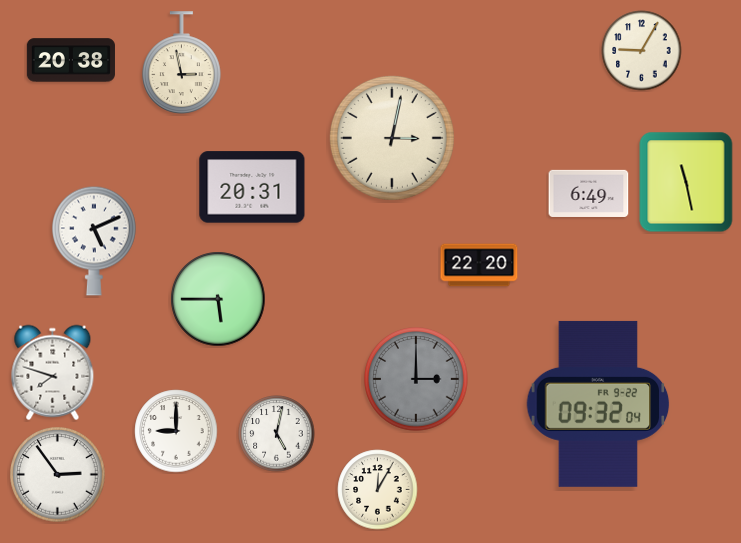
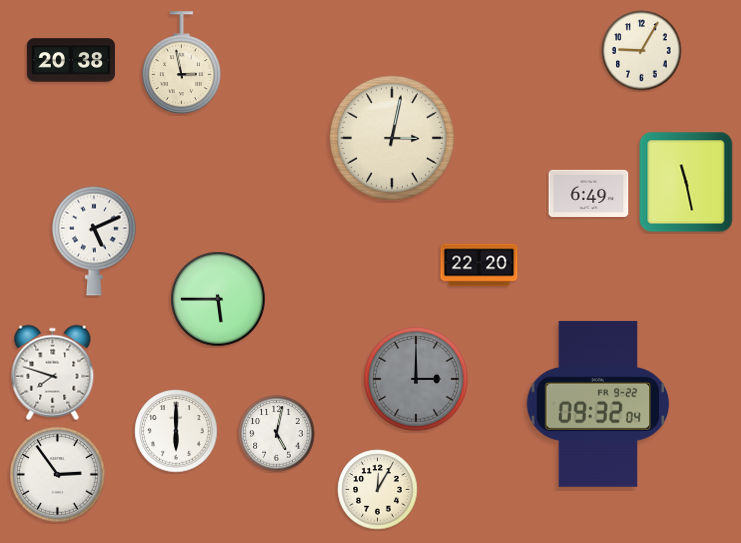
clock at (252, 187): 20:31 -> none
clock at (176, 431): 9:00 -> 6:00
